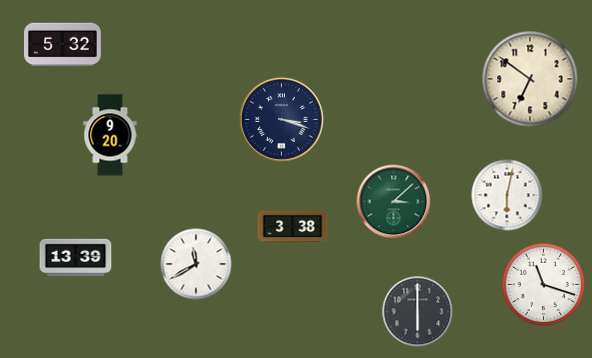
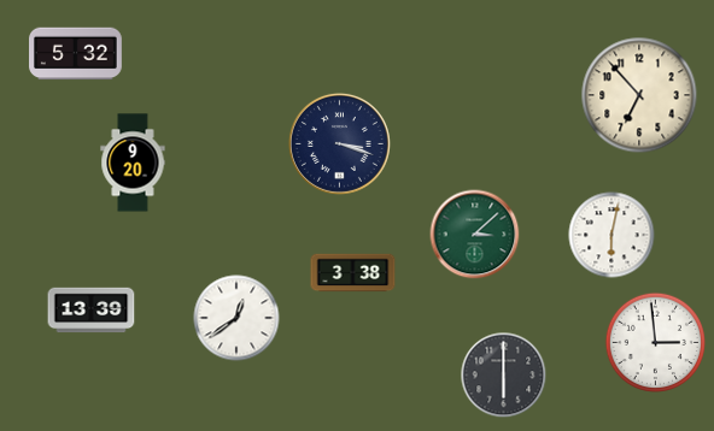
clock at (530, 79): 6:51 -> 6:53
clock at (394, 202) position: (394, 202) -> (475, 235)
clock at (196, 264): 11:40 -> 12:39
clock at (543, 284): 11:18 -> 2:59
